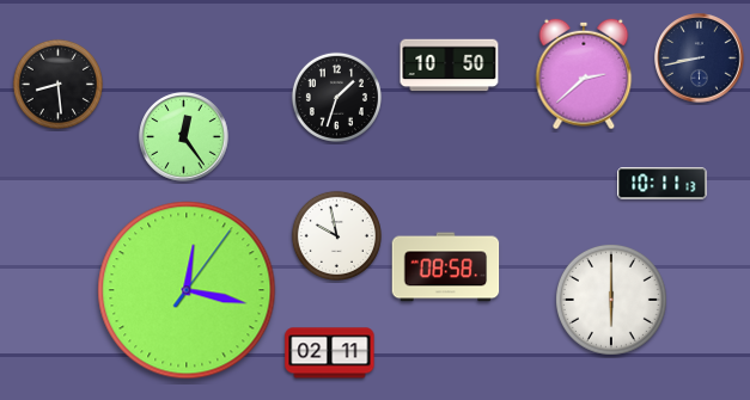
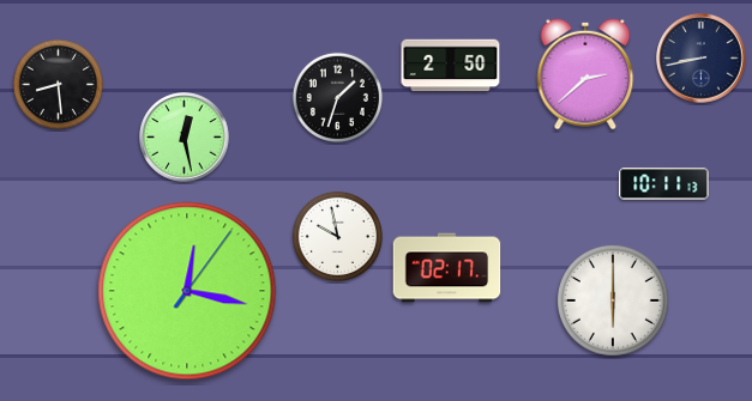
clock at (450, 66): 10:50 -> 2:50
clock at (184, 137): 12:24 -> 12:28
clock at (446, 267): 08:58 -> 02:17
clock at (330, 353): 02:11 -> none
